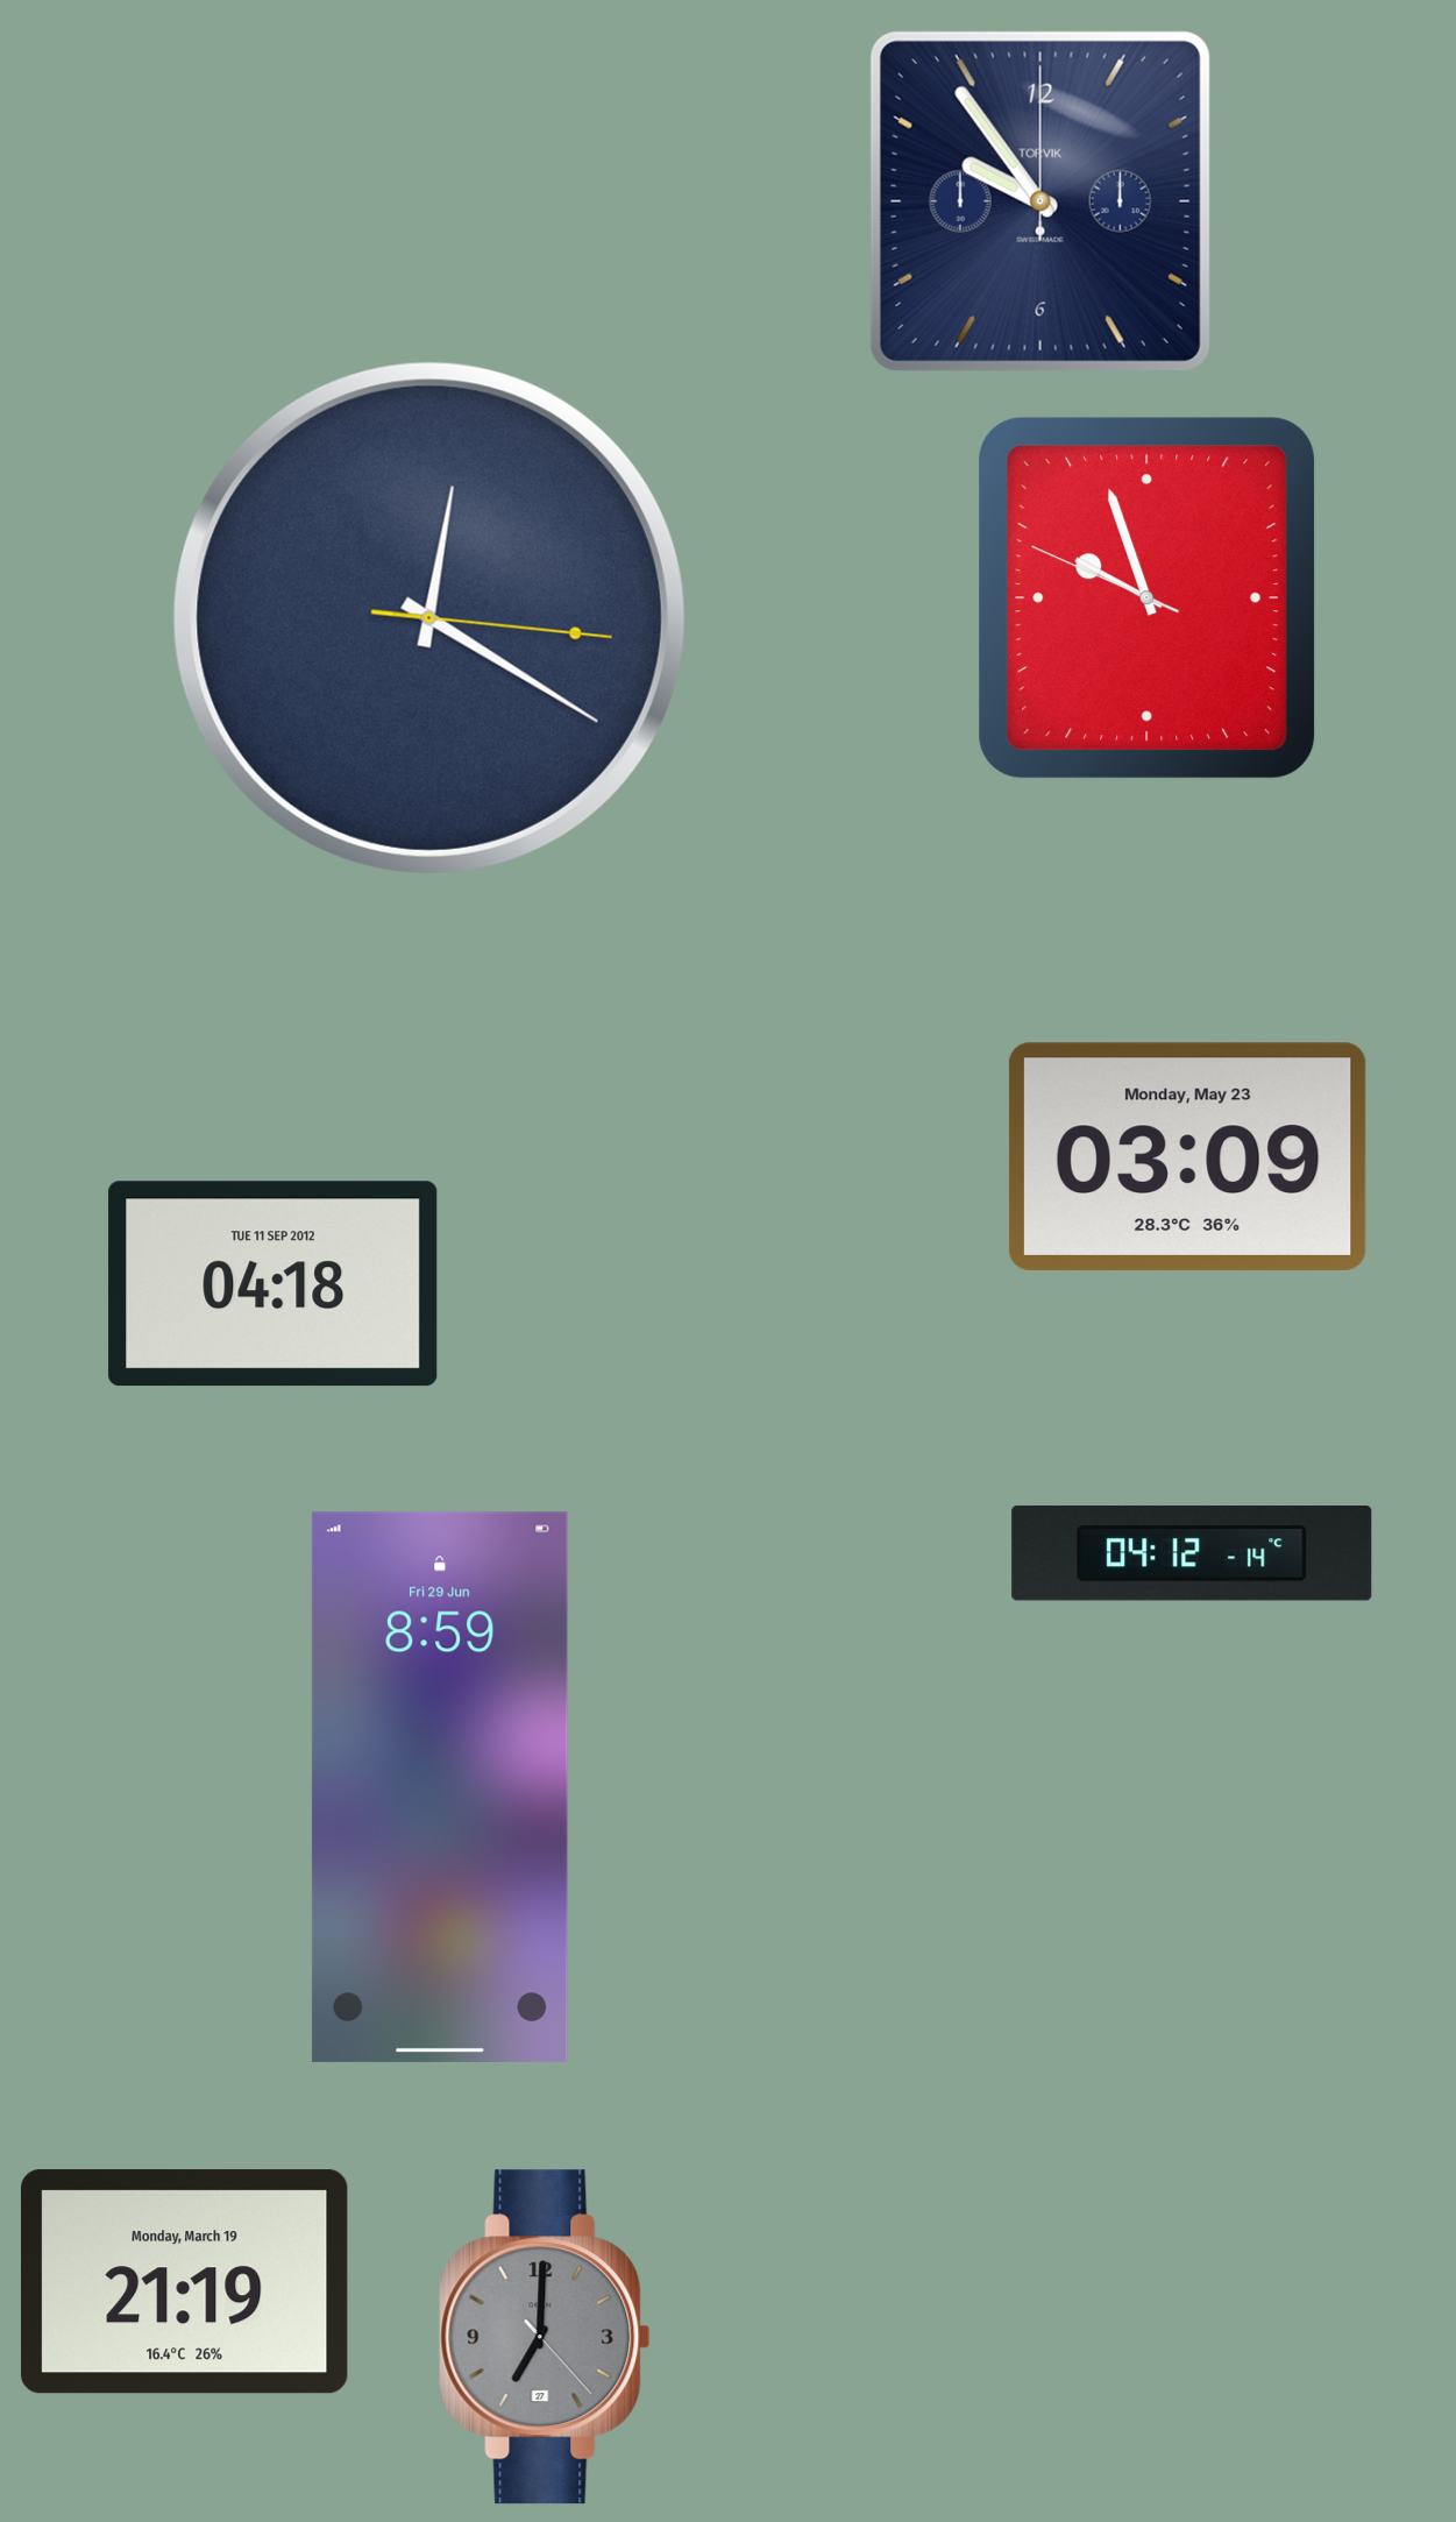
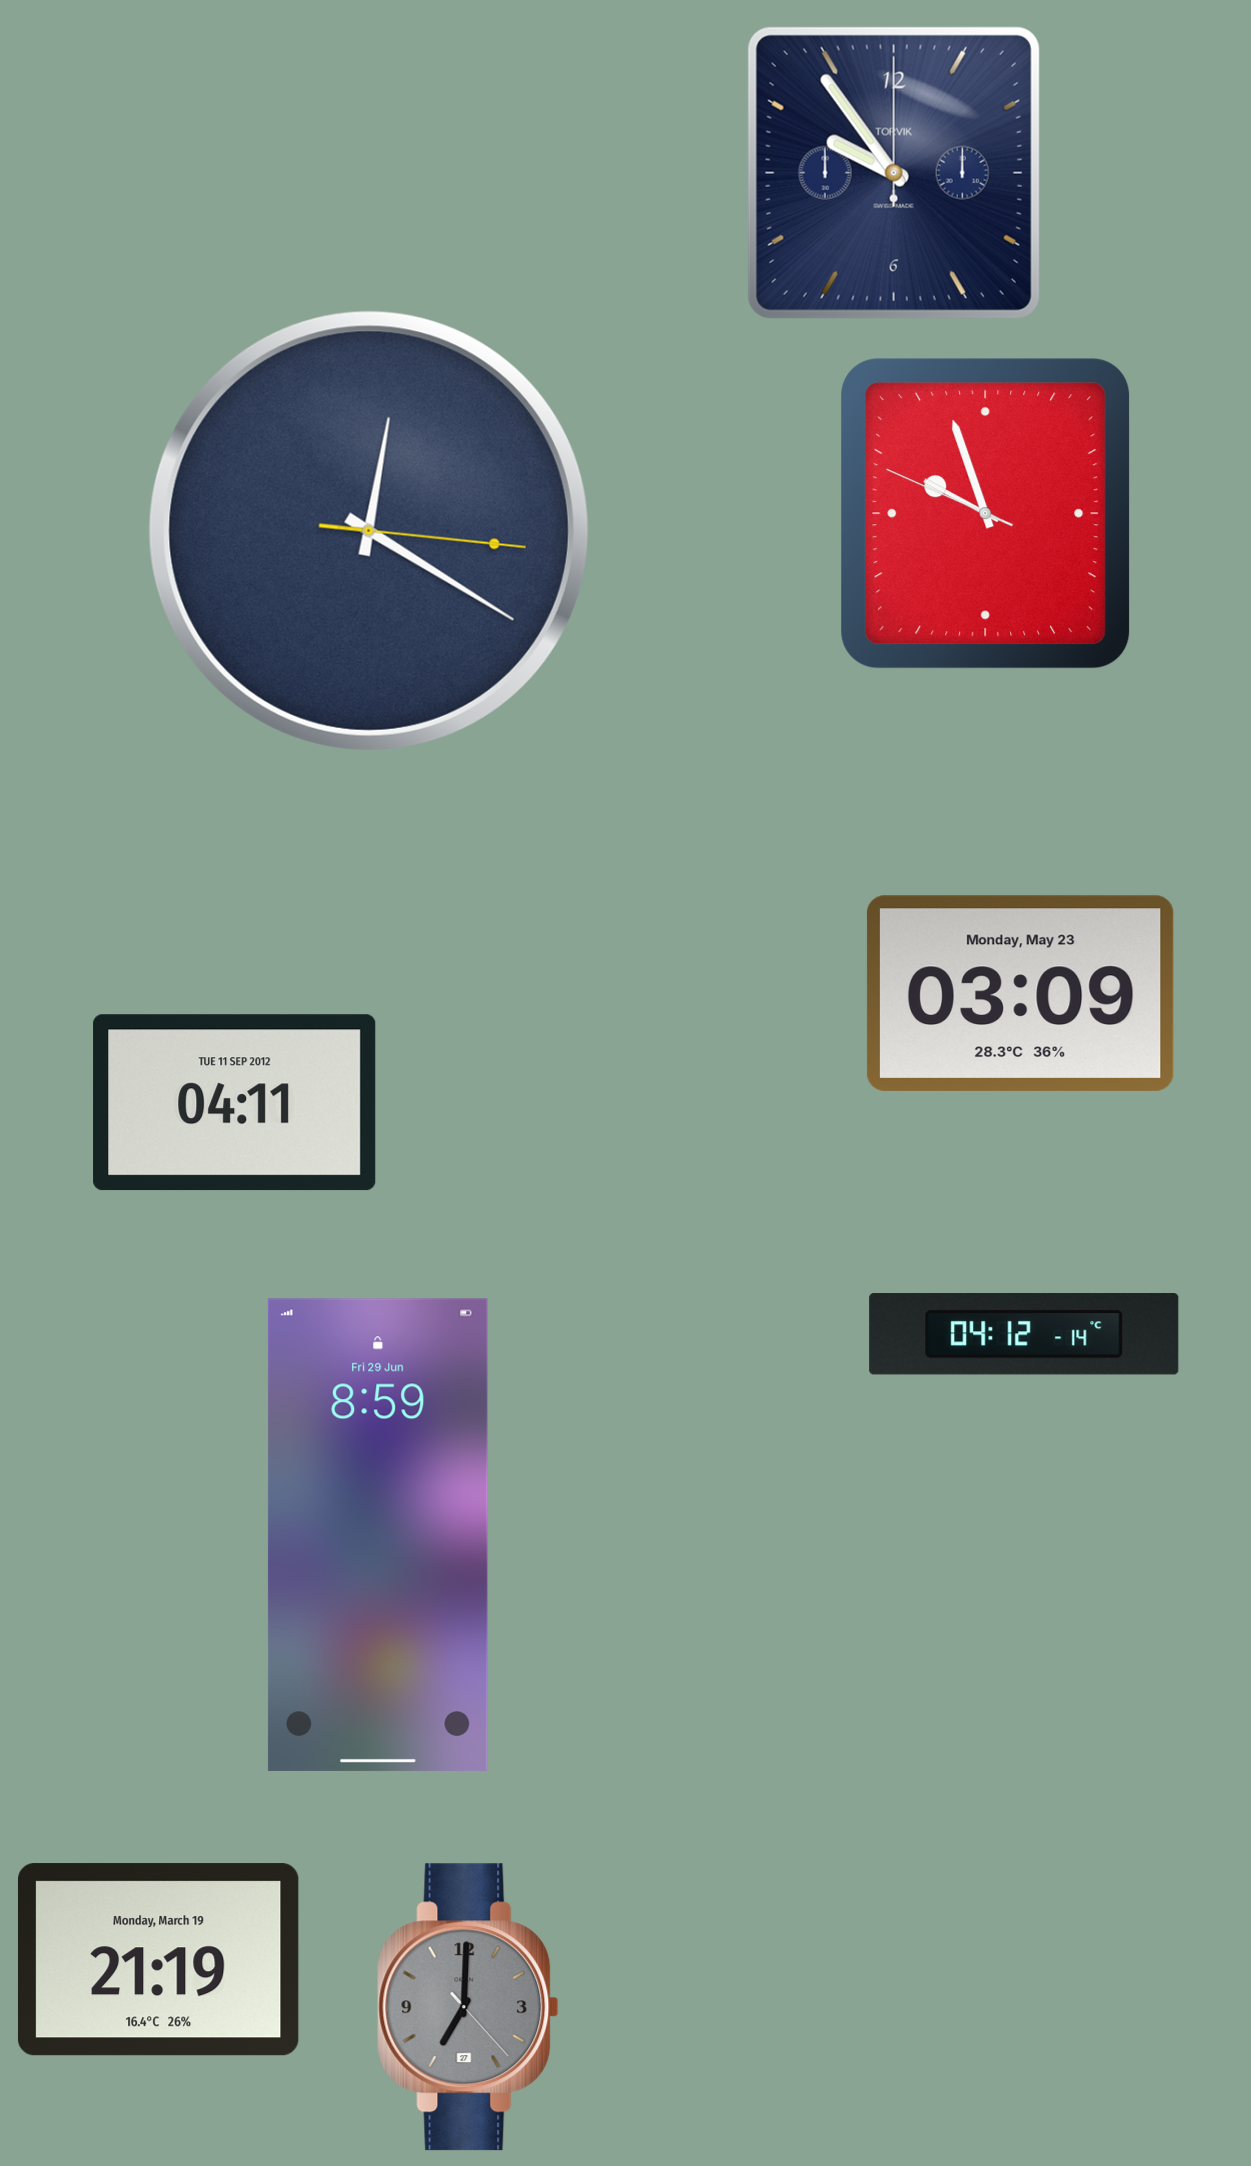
clock at (274, 1284): 04:18 -> 04:11
